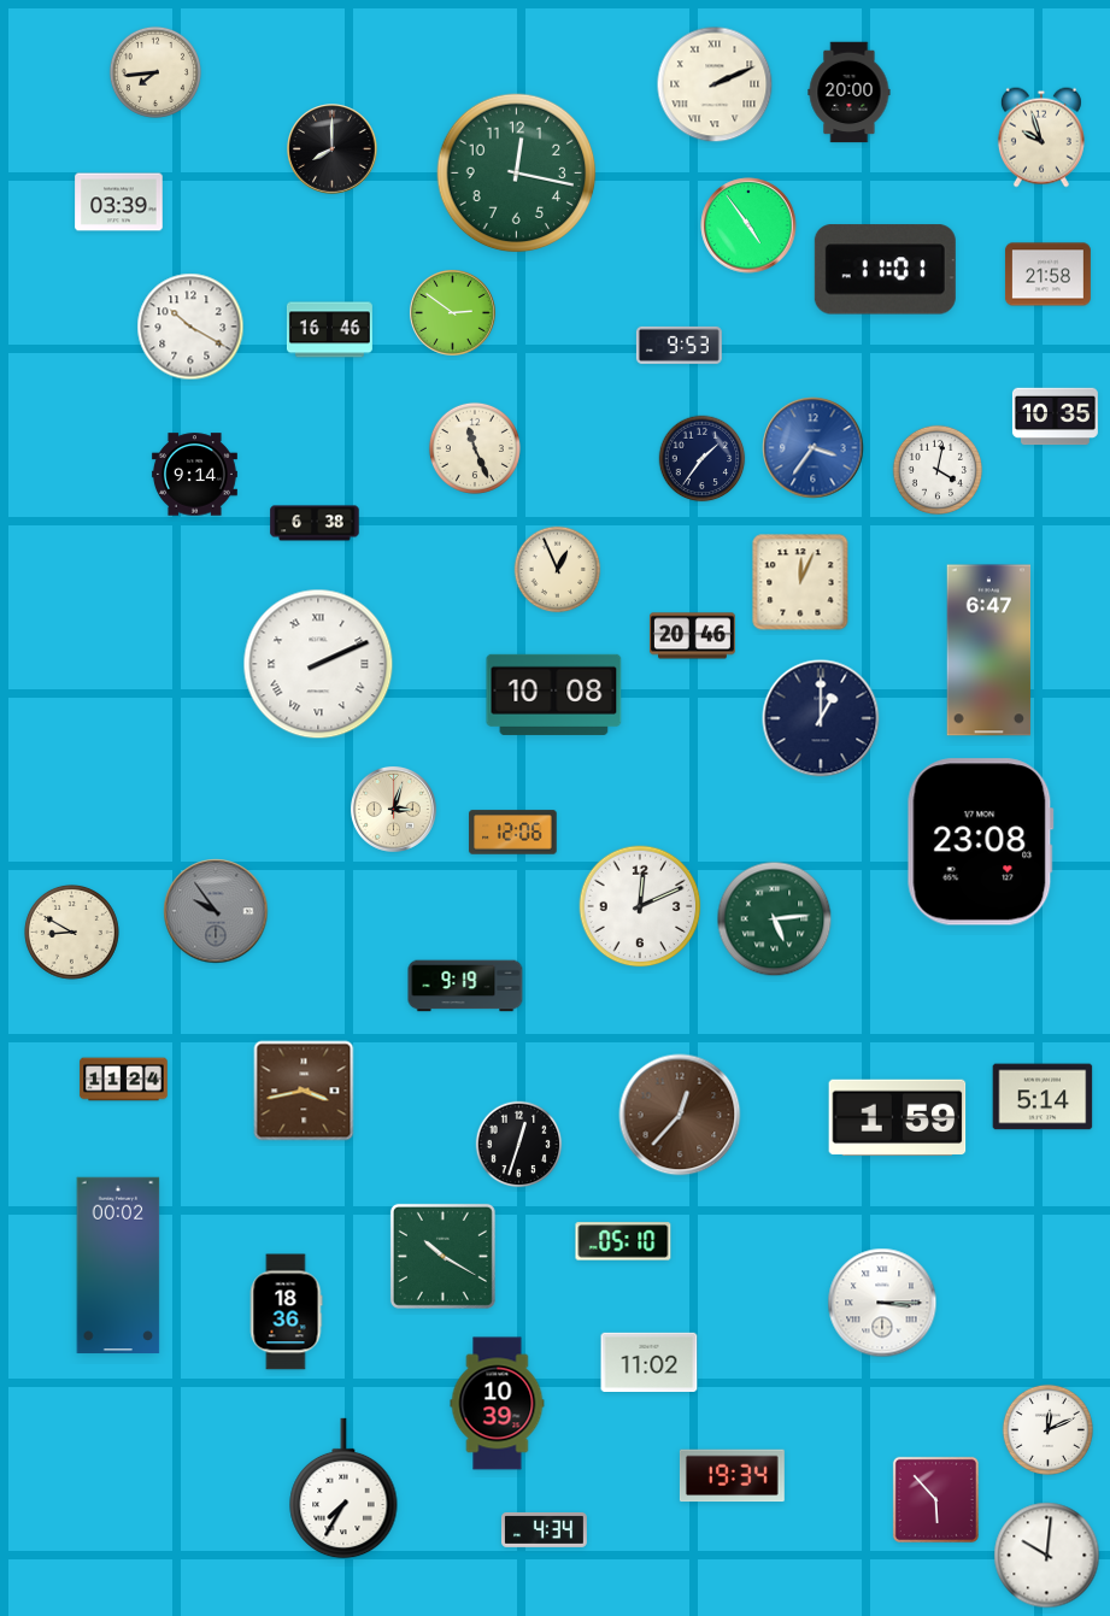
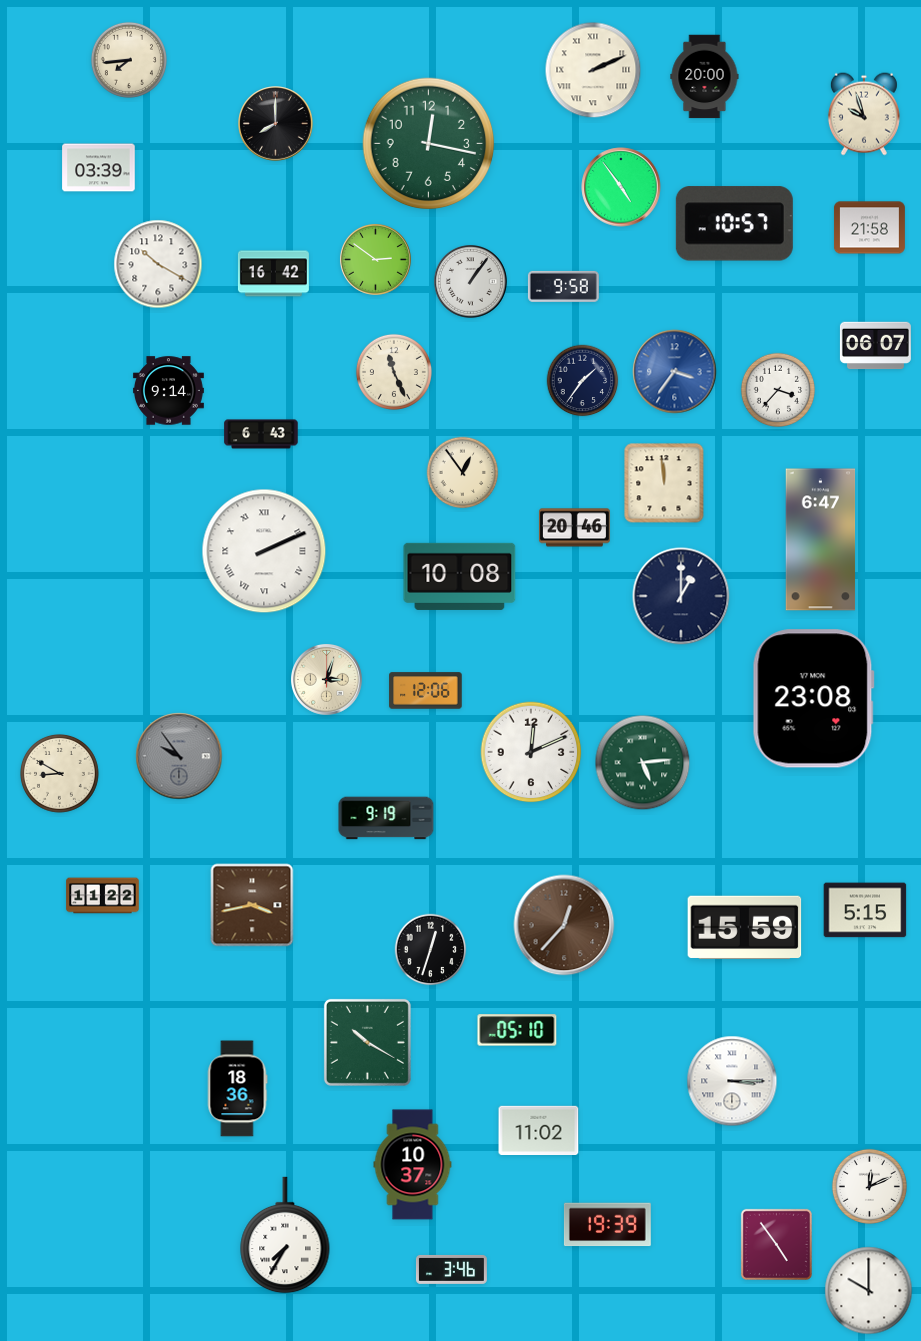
clock at (885, 270): 11:01 -> 10:57
clock at (190, 327) position: (190, 327) -> (158, 264)
clock at (329, 330): 16:46 -> 16:42
clock at (471, 282): none -> 1:06
clock at (679, 345): 9:53 -> 9:58
clock at (1055, 417): 10:35 -> 06:07
clock at (936, 469): 4:02 -> 3:37
clock at (194, 475) position: (194, 475) -> (168, 391)
clock at (315, 523): 6:38 -> 6:43
clock at (558, 570): 12:56 -> 12:54
clock at (800, 582): 12:04 -> 11:59
clock at (393, 809) position: (393, 809) -> (326, 679)
clock at (124, 1080): 11:24 -> 11:22
clock at (1043, 1097): 5:14 -> 5:15
clock at (898, 1118): 1:59 -> 15:59
clock at (118, 1265): 00:02 -> none
clock at (498, 1404): 10:39 -> 10:37
clock at (732, 1476): 19:34 -> 19:39
clock at (935, 1499): 5:53 -> 4:54
clock at (544, 1529): 4:34 -> 3:46
clock at (1047, 1556): 10:01 -> 10:00
